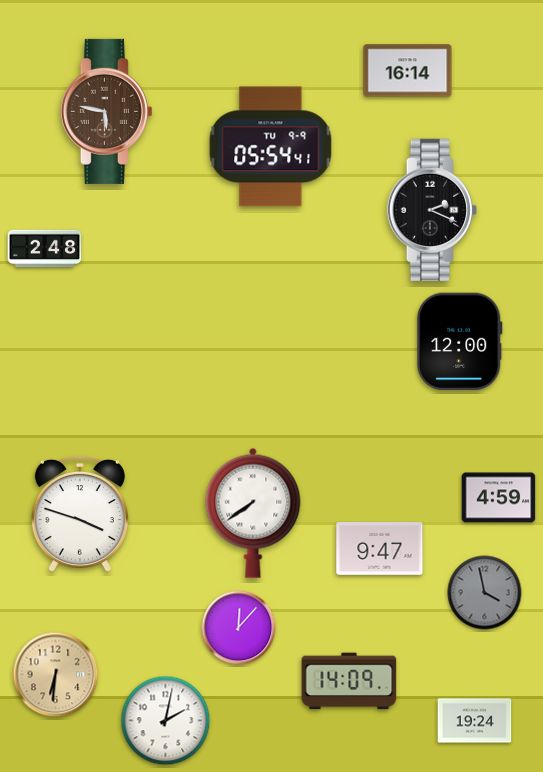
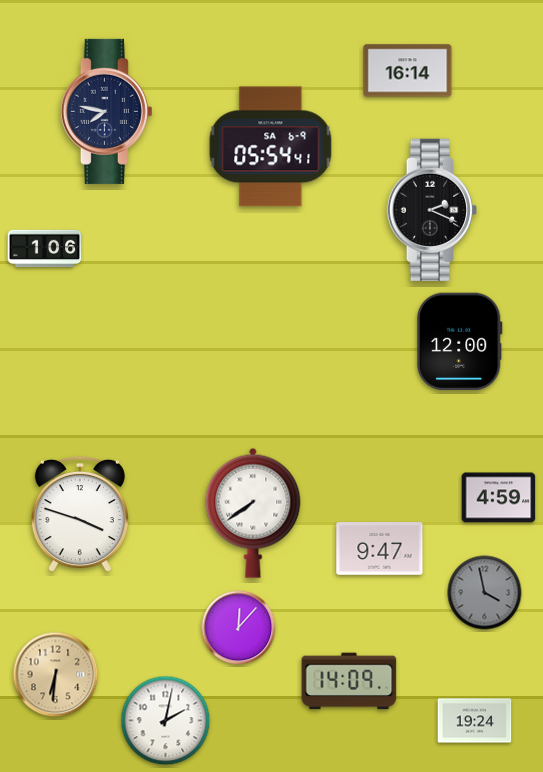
clock at (106, 111): 5:47 -> 7:47
clock at (106, 111) dial: brown -> navy
clock at (271, 147) date: TU 9-9 -> SA 6-9
clock at (45, 249): 2:48 -> 1:06
